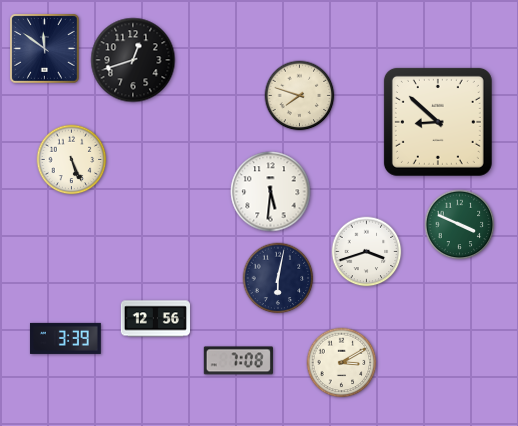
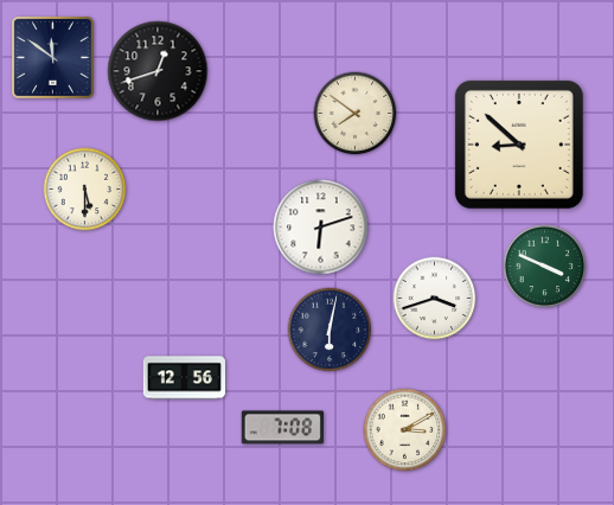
clock at (300, 96): 7:48 -> 7:51
clock at (72, 160): 5:26 -> 5:30
clock at (271, 192): 5:31 -> 6:12
clock at (65, 338): 3:39 -> none
